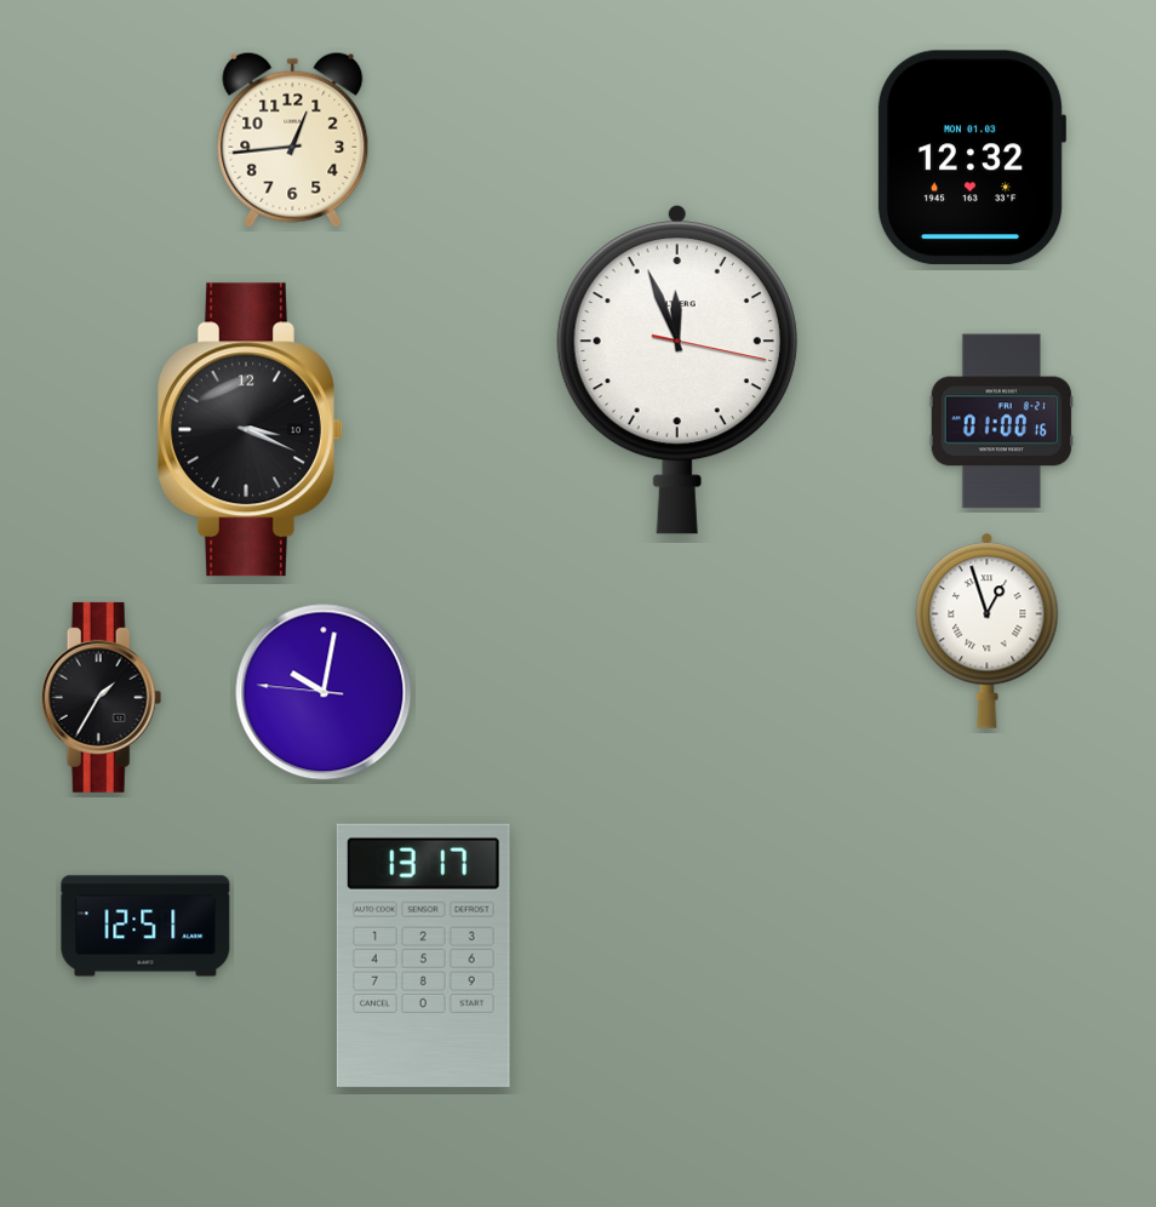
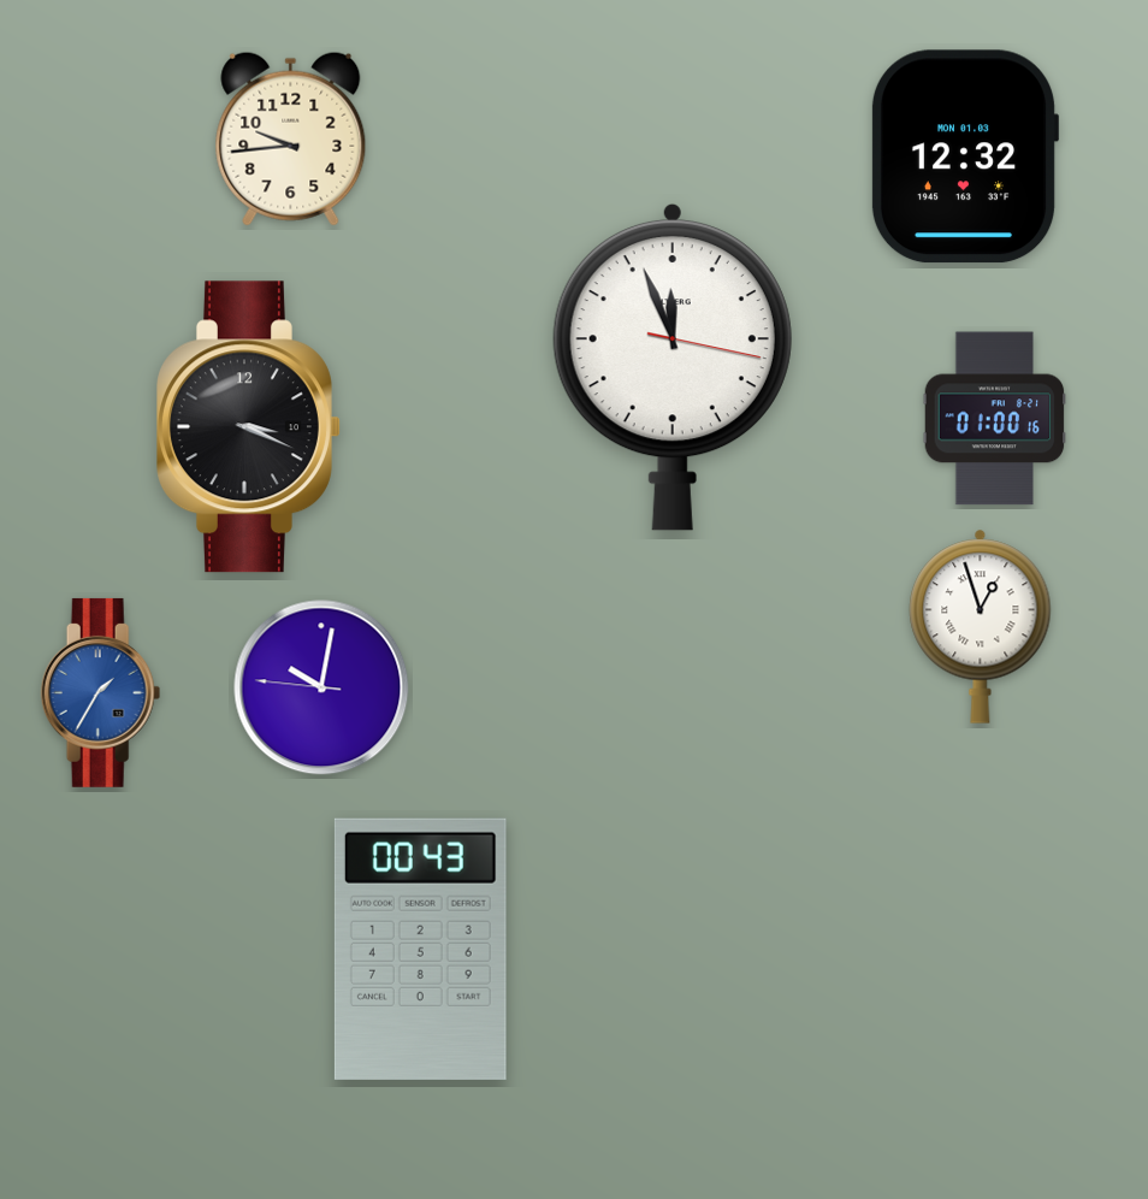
clock at (293, 139): 12:44 -> 9:44
clock at (102, 697) dial: black -> blue
clock at (145, 926): 12:51 -> none
clock at (423, 955): 13:17 -> 00:43
